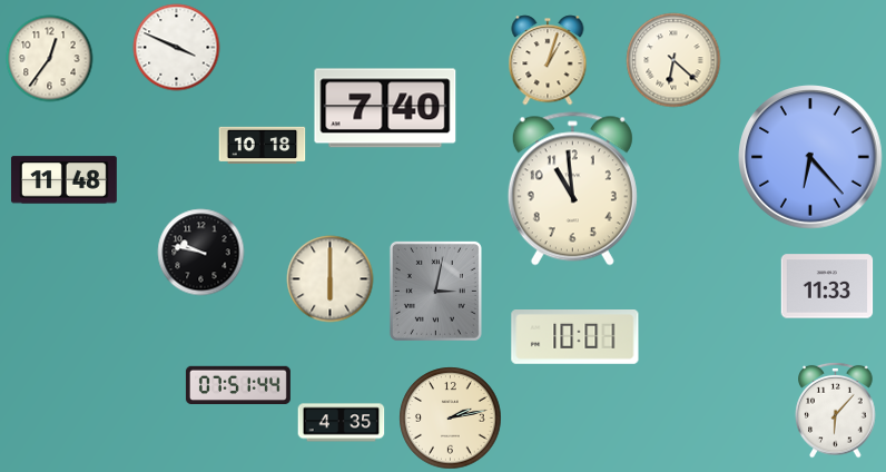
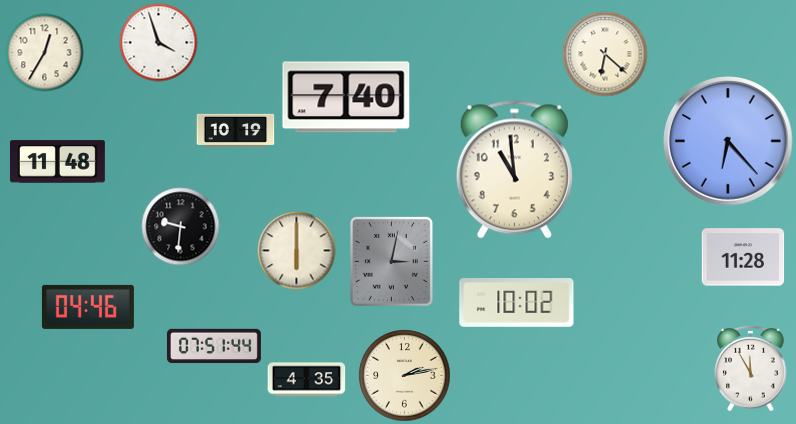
clock at (176, 47): 3:49 -> 3:57
clock at (49, 58): 12:36 -> 12:35
clock at (548, 60): 1:03 -> none
clock at (262, 145): 10:18 -> 10:19
clock at (200, 252): 9:47 -> 9:31
clock at (827, 286): 11:33 -> 11:28
clock at (575, 337): 10:01 -> 10:02
clock at (88, 307): none -> 04:46
clock at (836, 410): 6:07 -> 11:55
